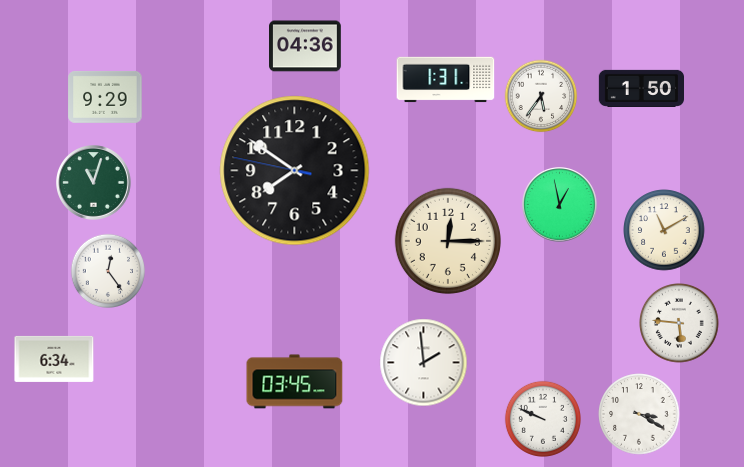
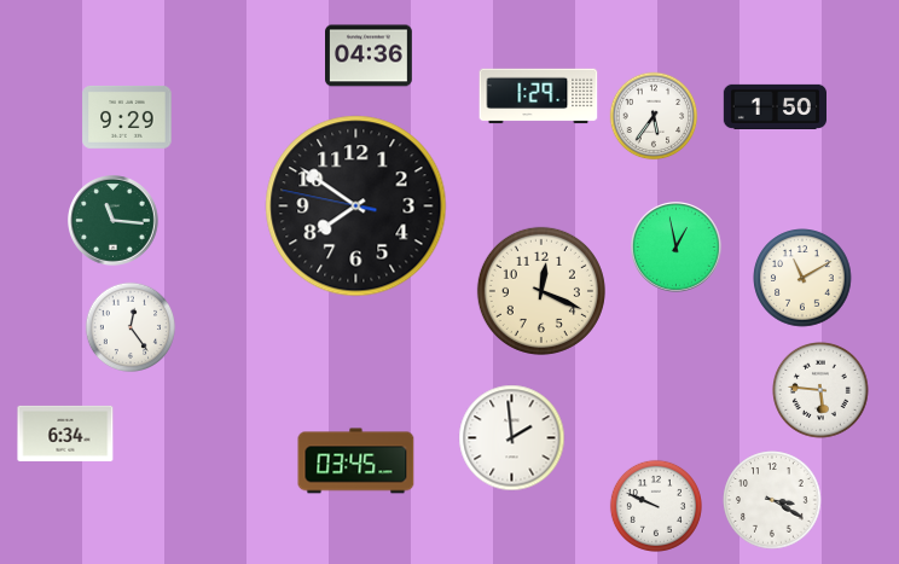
clock at (446, 80): 1:31 -> 1:29
clock at (94, 183): 11:03 -> 11:16
clock at (448, 241): 12:15 -> 12:19
